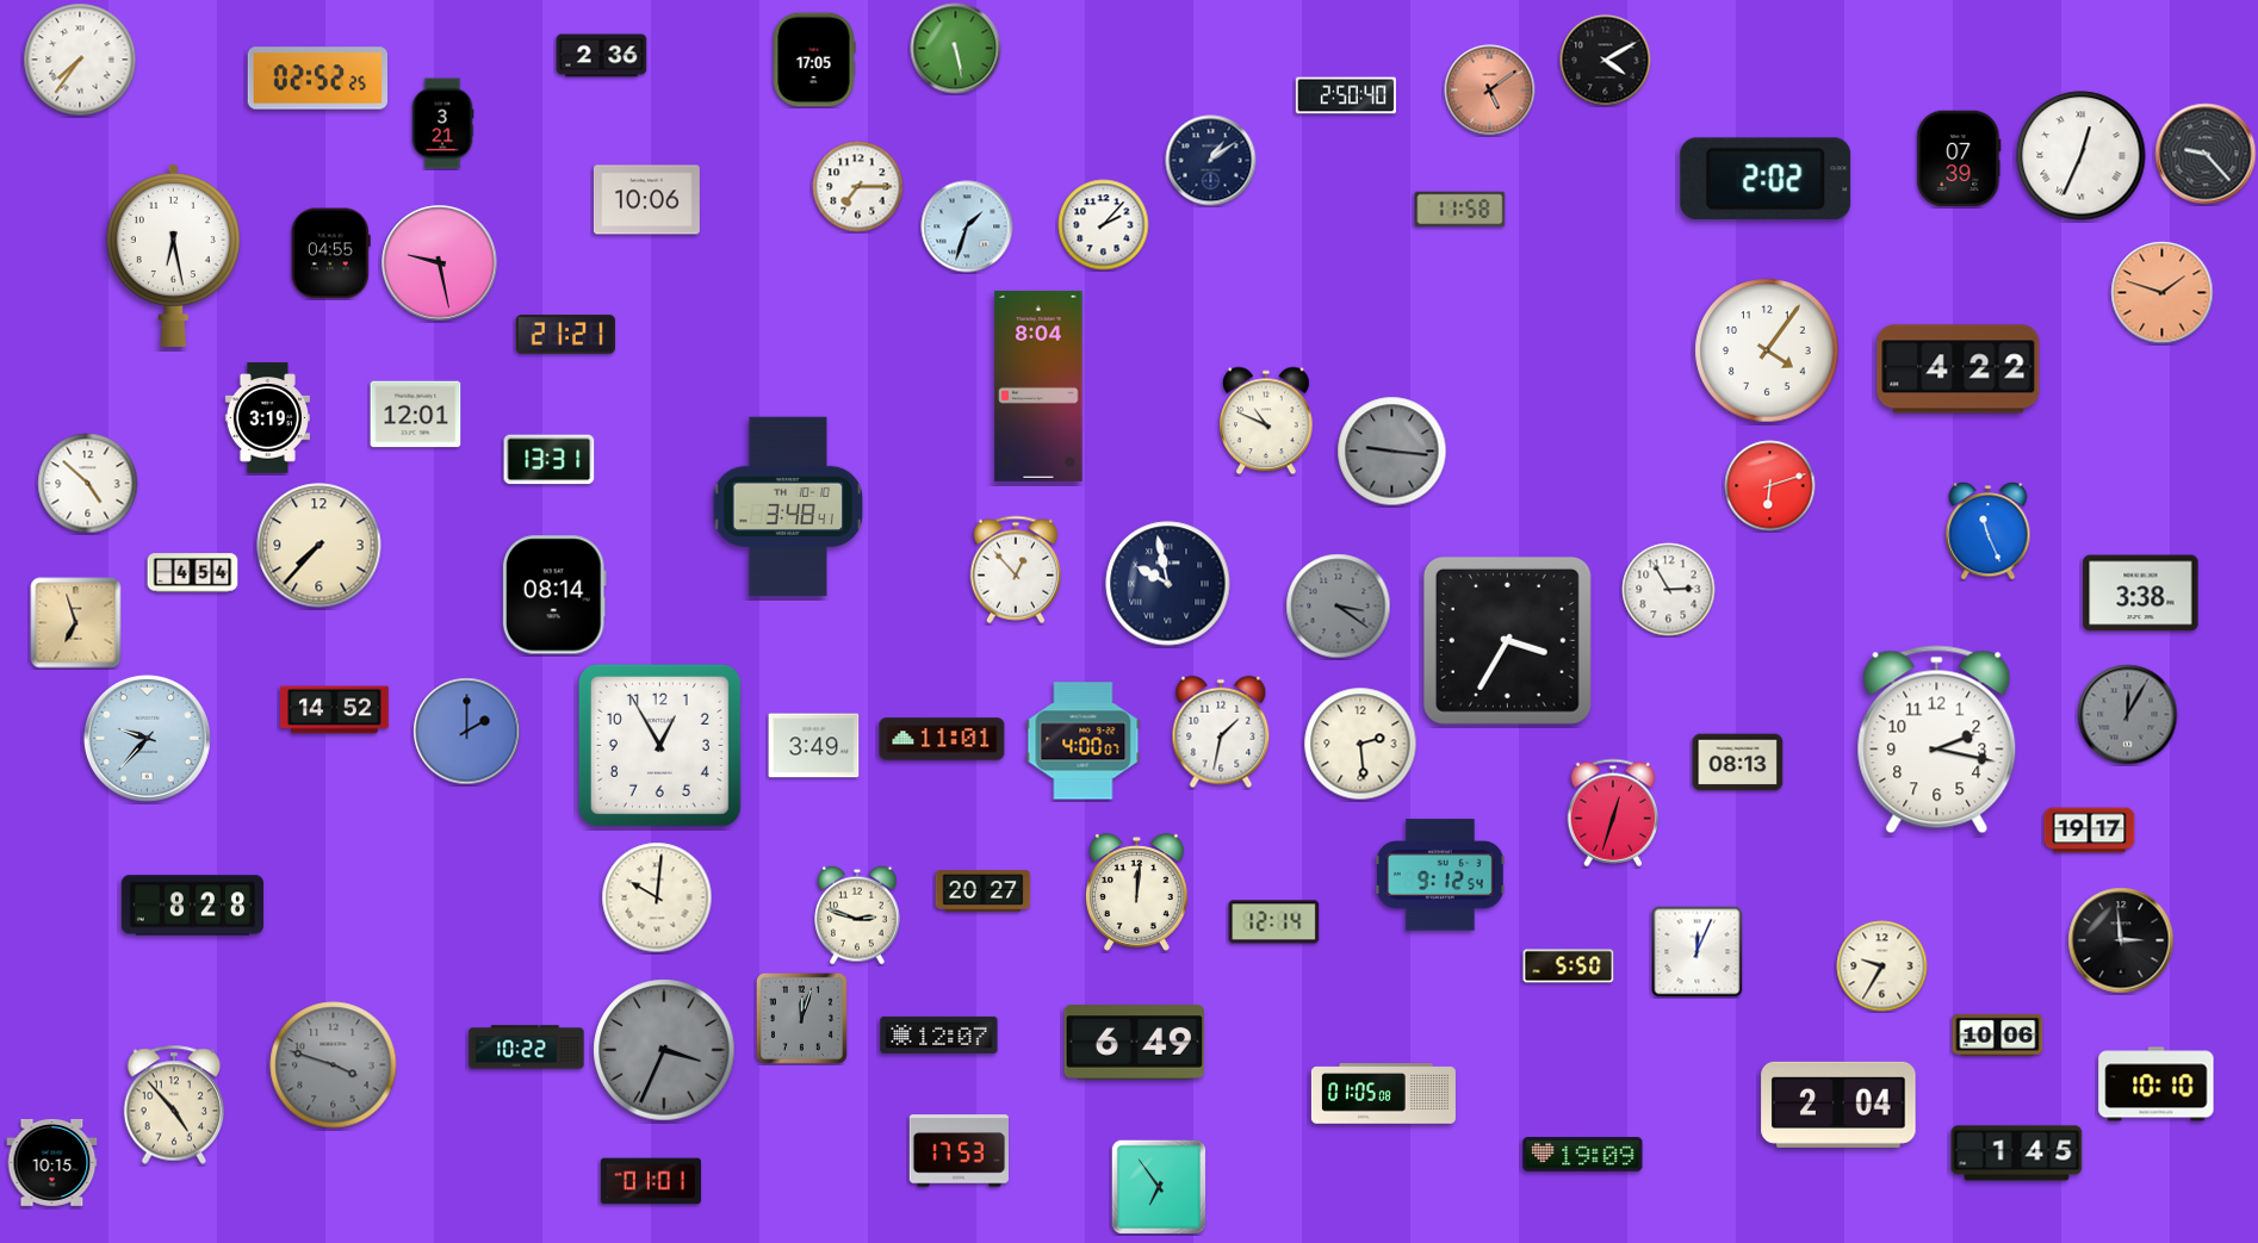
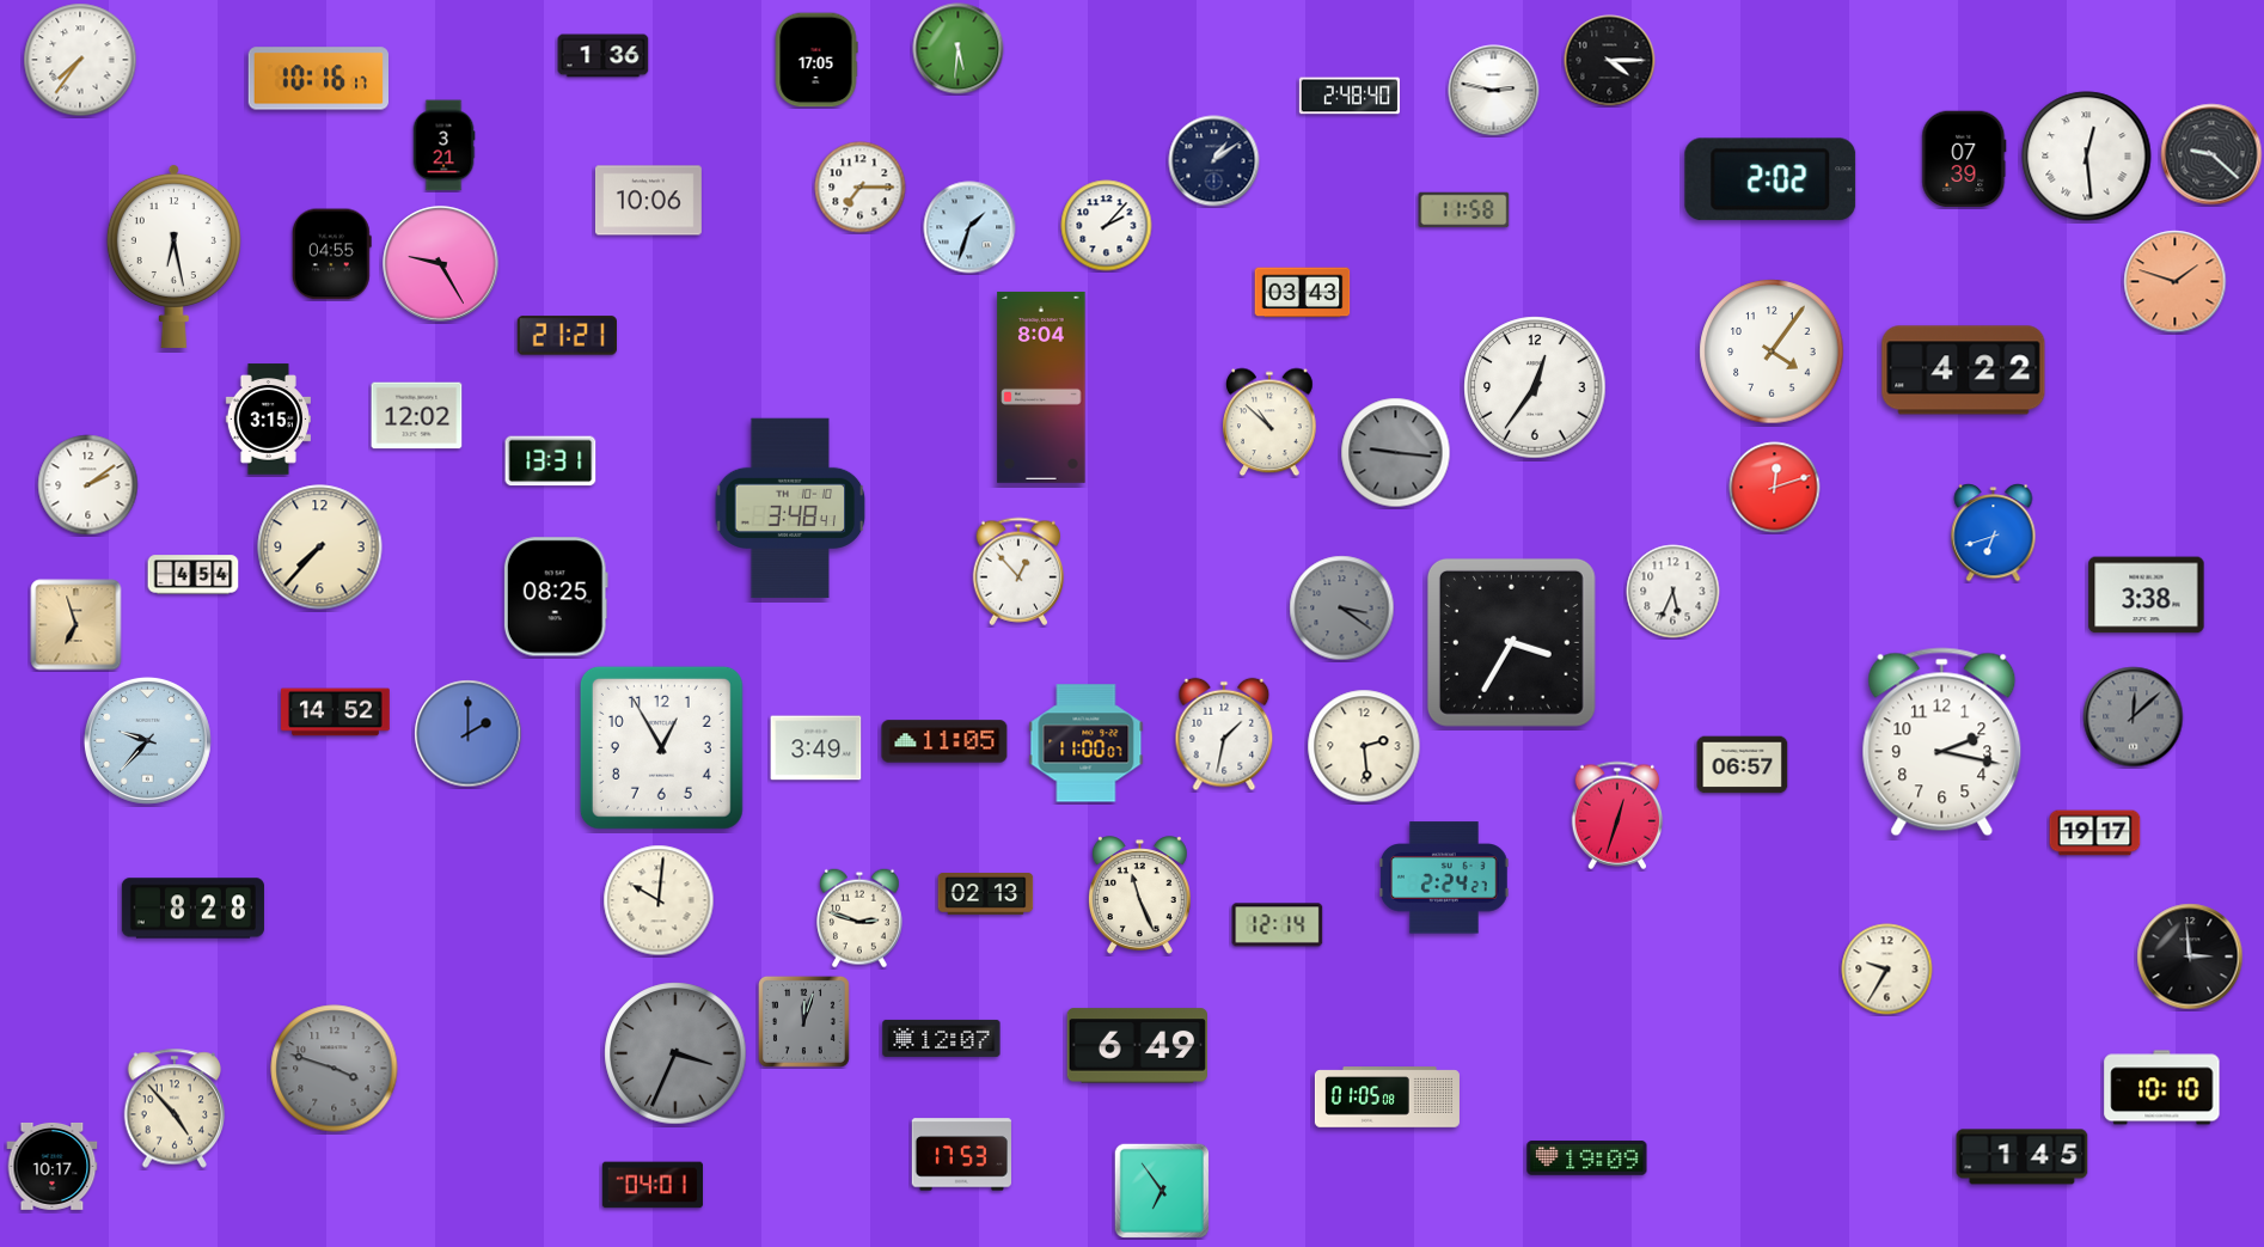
clock at (956, 49): 5:28 -> 5:31
clock at (602, 56): 2:36 -> 1:36
clock at (1606, 61): 4:10 -> 4:15
clock at (317, 79): 02:52 -> 10:16
clock at (1490, 91): 5:09 -> 2:47
clock at (1490, 91) dial: salmon -> white
clock at (1346, 95): 2:50 -> 2:48
clock at (442, 124) position: (442, 124) -> (443, 146)
clock at (2206, 154): 9:23 -> 9:22
clock at (2082, 156): 12:34 -> 12:29
clock at (440, 263): 9:28 -> 9:25
clock at (1303, 293): none -> 03:43
clock at (2163, 293) position: (2163, 293) -> (2176, 282)
clock at (1535, 387): none -> 12:36
clock at (416, 415): 12:01 -> 12:02
clock at (267, 418): 3:19 -> 3:15
clock at (1267, 421): 10:49 -> 10:52
clock at (88, 484): 4:52 -> 2:09
clock at (1770, 486): 6:12 -> 12:12
clock at (1989, 532): 11:26 -> 6:42
clock at (1168, 584): 9:58 -> none
clock at (1669, 590): 2:55 -> 5:34
clock at (554, 595): 08:14 -> 08:25
clock at (2128, 715): 12:05 -> 12:08
clock at (942, 739): 11:01 -> 11:05
clock at (1084, 741): 4:00 -> 11:00
clock at (1738, 763): 08:13 -> 06:57
clock at (1441, 875): 9:12 -> 2:24
clock at (984, 891): 20:27 -> 02:13
clock at (1136, 893): 12:01 -> 11:26
clock at (2121, 940) position: (2121, 940) -> (2190, 956)
clock at (1698, 952): 12:04 -> none
clock at (1569, 967): 5:50 -> none
clock at (1998, 1034): 10:06 -> none
clock at (527, 1048): 10:22 -> none
clock at (664, 1050) position: (664, 1050) -> (675, 1053)
clock at (1838, 1105): 2:04 -> none
clock at (52, 1162): 10:15 -> 10:17
clock at (651, 1181): 01:01 -> 04:01
